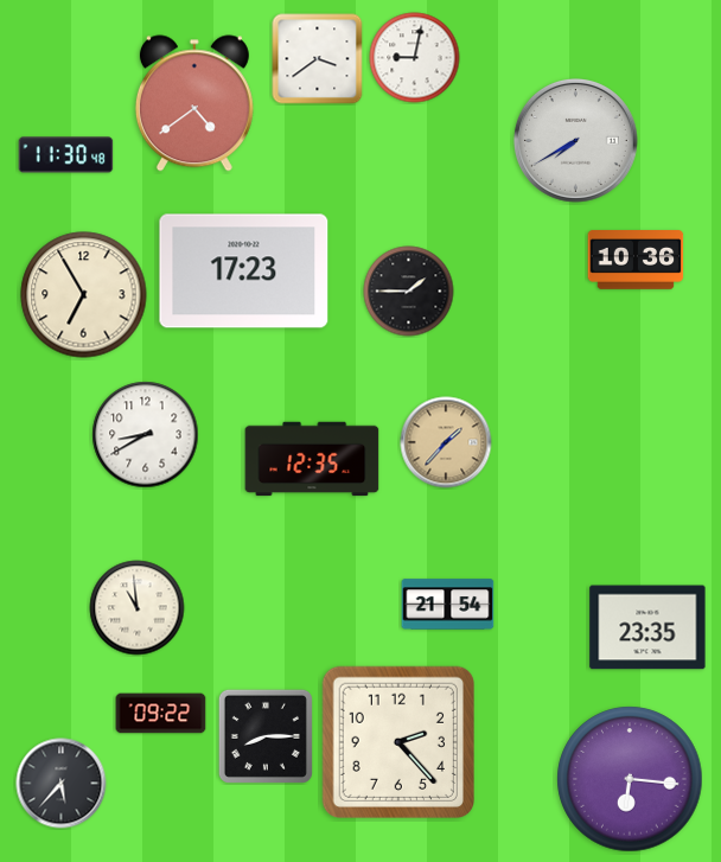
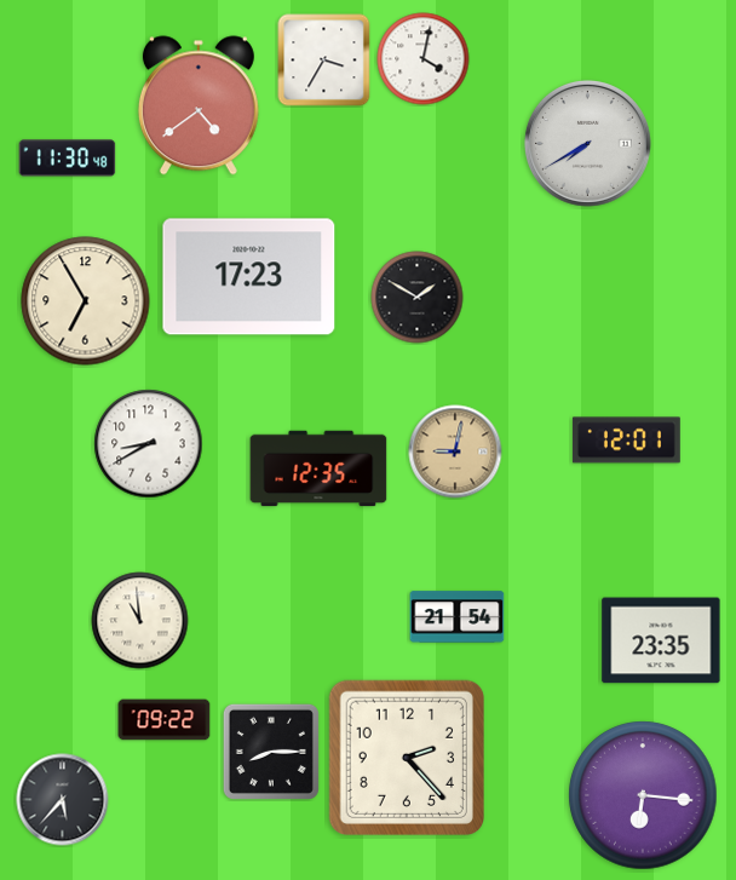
clock at (415, 58): 9:02 -> 4:02
clock at (318, 59): 3:39 -> 3:35
clock at (636, 261): 10:36 -> none
clock at (409, 292): 1:45 -> 1:50
clock at (626, 441): none -> 12:01
clock at (446, 442): 1:37 -> 9:02
clock at (161, 714) position: (161, 714) -> (165, 720)
